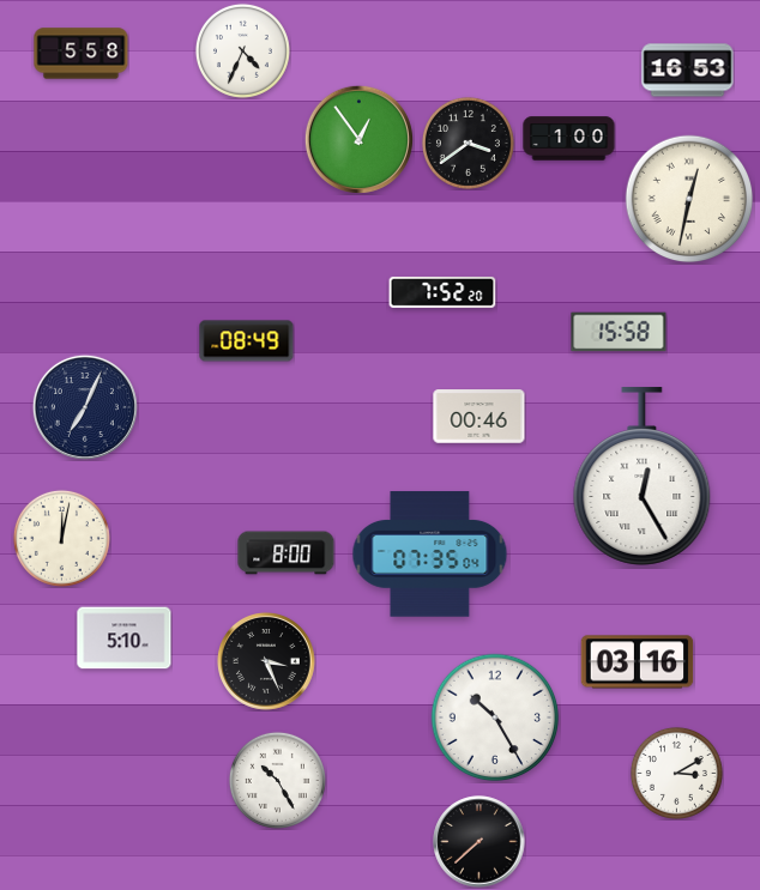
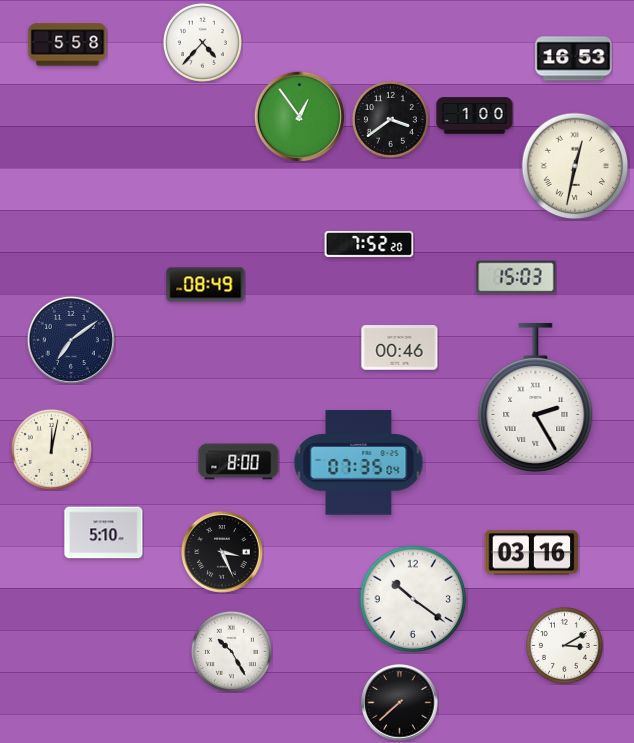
clock at (242, 50): 4:34 -> 4:37
clock at (619, 332): 15:58 -> 15:03
clock at (85, 407): 7:04 -> 7:09
clock at (643, 477): 12:25 -> 2:25
clock at (495, 718): 10:25 -> 10:21
